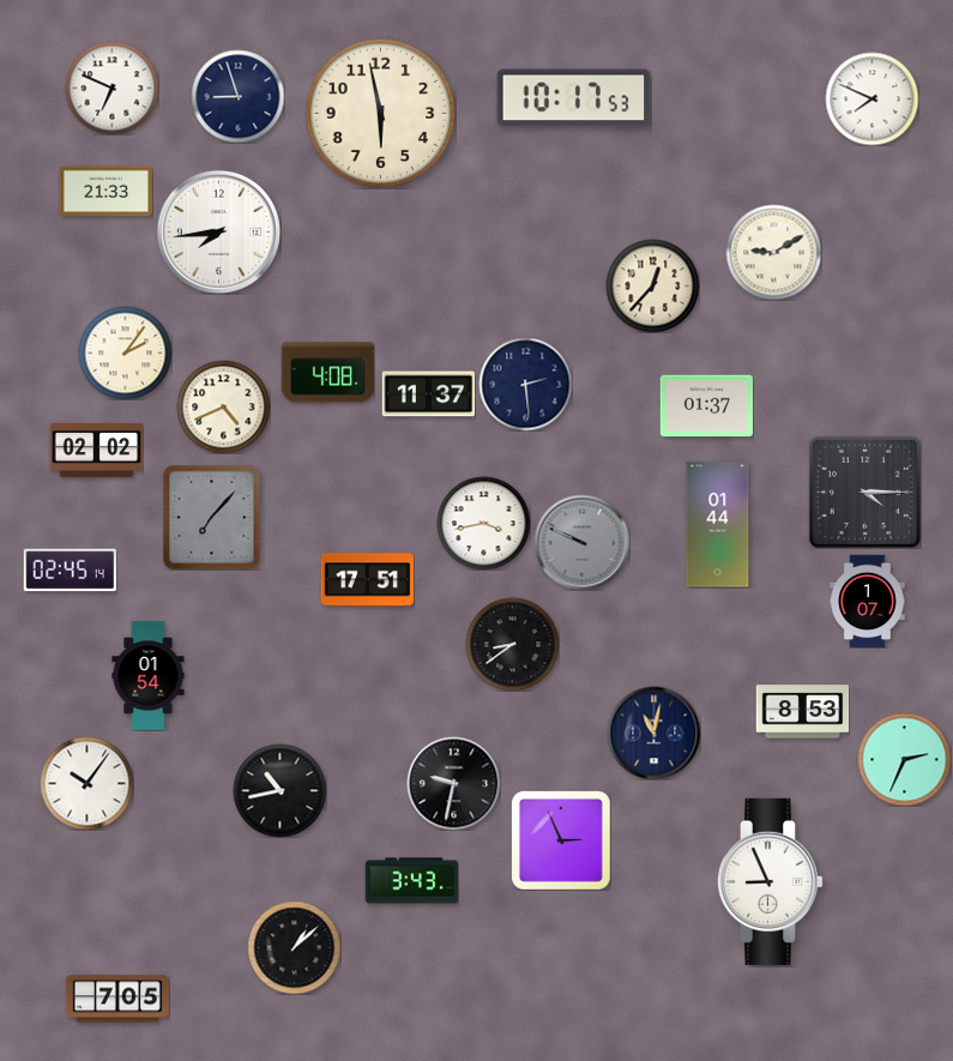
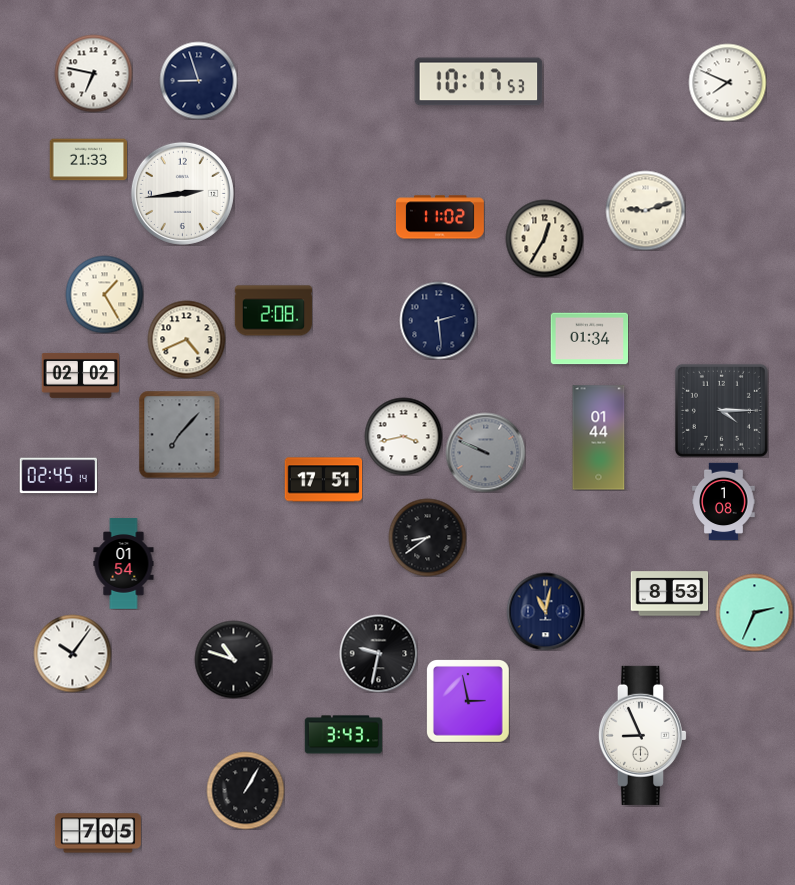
clock at (111, 88): 6:49 -> 6:47
clock at (380, 113): 5:58 -> none
clock at (218, 231): 7:44 -> 2:44
clock at (773, 252): 9:10 -> 9:12
clock at (440, 217): none -> 11:02
clock at (652, 285): 12:37 -> 12:35
clock at (125, 352): 2:06 -> 1:25
clock at (327, 373): 4:08 -> 2:08
clock at (428, 394): 11:37 -> none
clock at (706, 406): 01:37 -> 01:34
clock at (212, 517) position: (212, 517) -> (180, 434)
clock at (367, 580) position: (367, 580) -> (323, 480)
clock at (868, 601): 1:07 -> 1:08
clock at (904, 759) position: (904, 759) -> (754, 612)
clock at (279, 790): 10:43 -> 10:48
clock at (561, 840): 2:56 -> 2:58
clock at (294, 947): 1:08 -> 1:05
